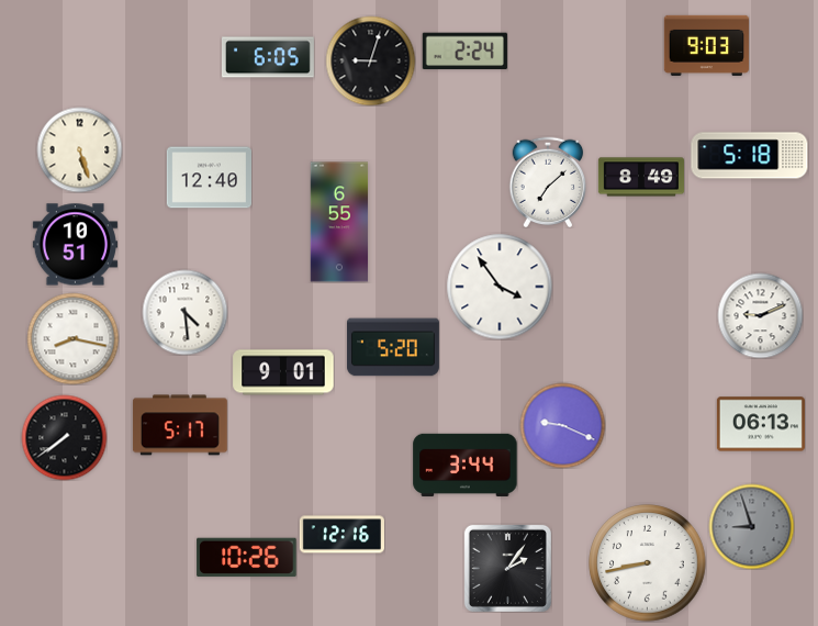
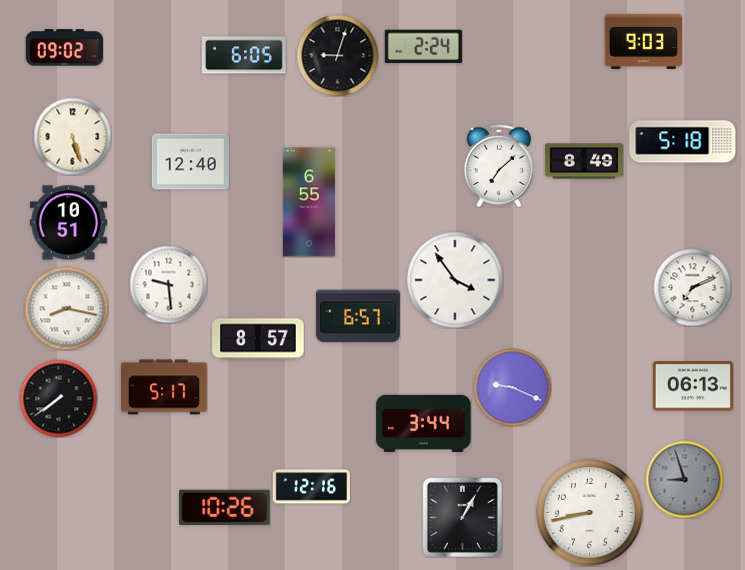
clock at (64, 48): none -> 09:02
clock at (268, 57) position: (268, 57) -> (244, 55)
clock at (500, 287) position: (500, 287) -> (455, 280)
clock at (184, 312): 4:29 -> 9:29
clock at (760, 315): 9:11 -> 7:11
clock at (393, 347): 5:20 -> 6:57
clock at (283, 372): 9:01 -> 8:57
clock at (507, 568): 2:06 -> 1:05
